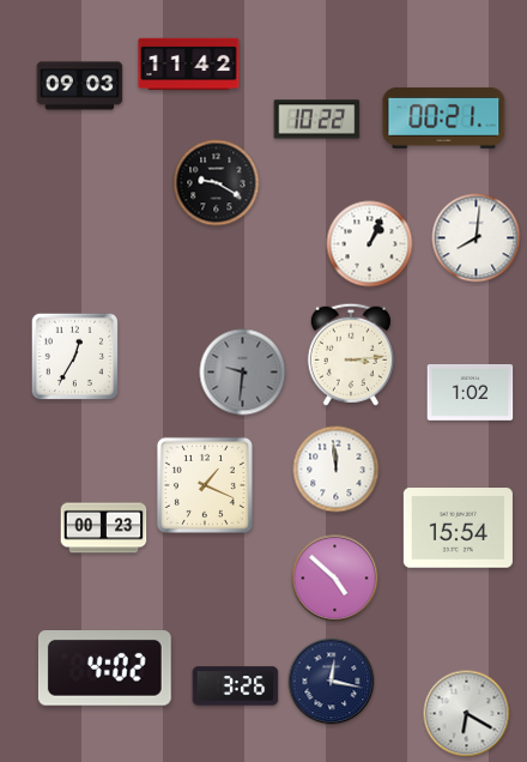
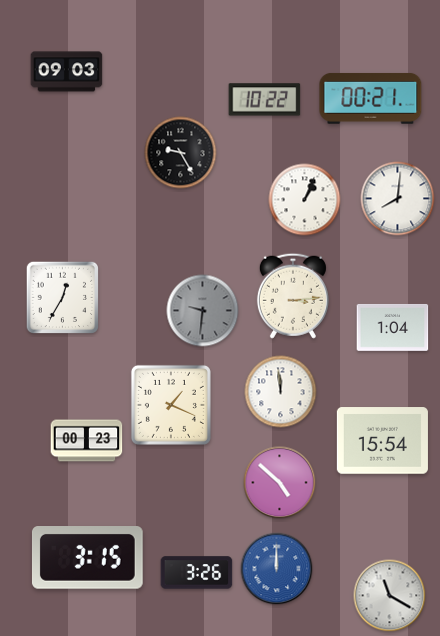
clock at (189, 65): 11:42 -> none
clock at (217, 183): 9:20 -> 9:25
clock at (370, 244) position: (370, 244) -> (305, 200)
clock at (471, 392): 1:02 -> 1:04
clock at (104, 669): 4:02 -> 3:15
clock at (332, 682): 12:17 -> 12:00
clock at (332, 682) dial: navy -> blue
clock at (467, 714): 6:20 -> 11:20
